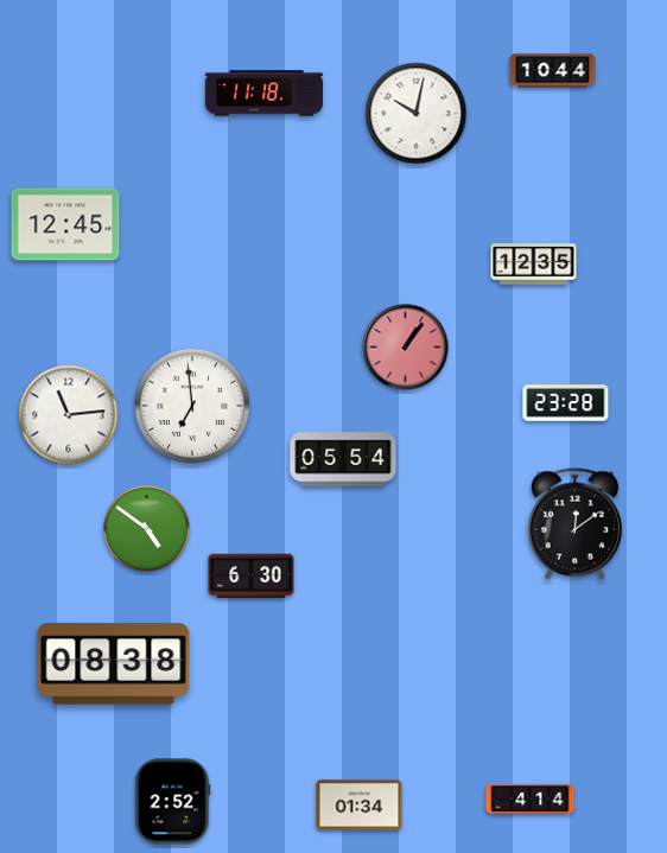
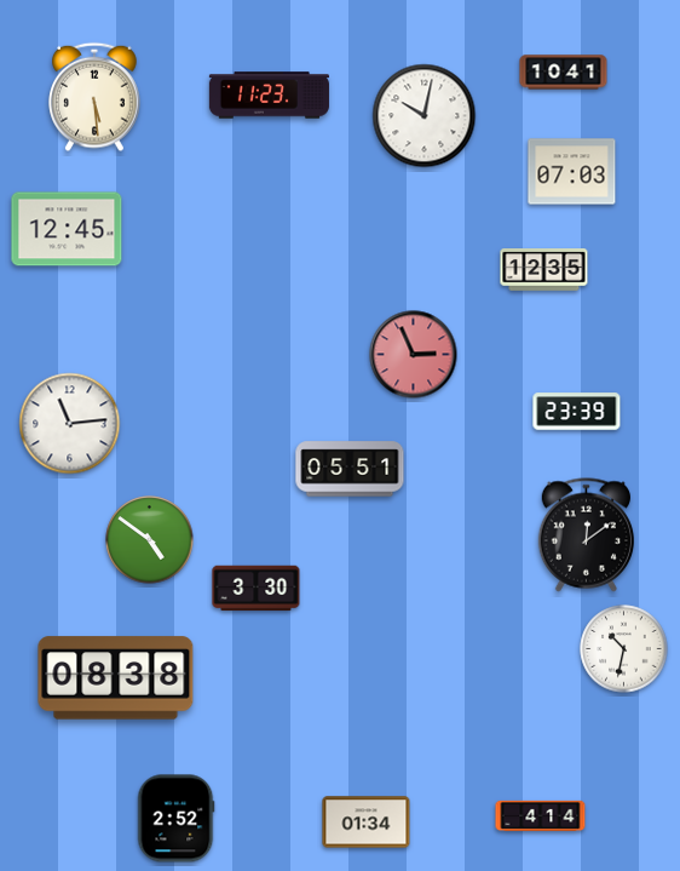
clock at (553, 71): 10:44 -> 10:41
clock at (263, 94): 11:18 -> 11:23
clock at (94, 97): none -> 5:29
clock at (572, 172): none -> 07:03
clock at (406, 348): 1:06 -> 2:56
clock at (566, 403): 23:28 -> 23:39
clock at (192, 406): 6:59 -> none
clock at (343, 459): 05:54 -> 05:51
clock at (252, 577): 6:30 -> 3:30
clock at (624, 649): none -> 10:32
